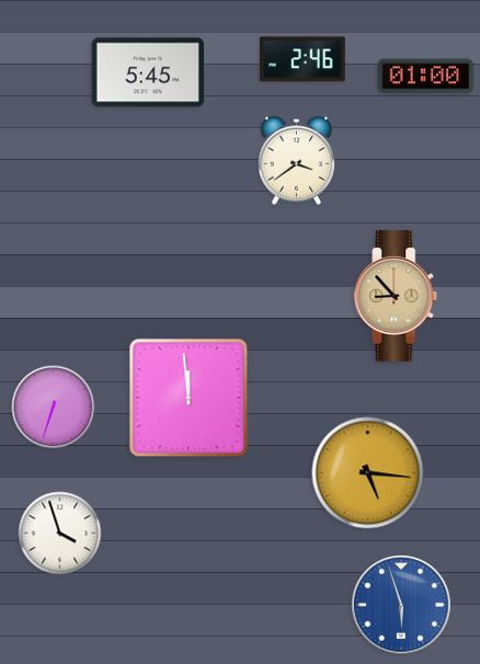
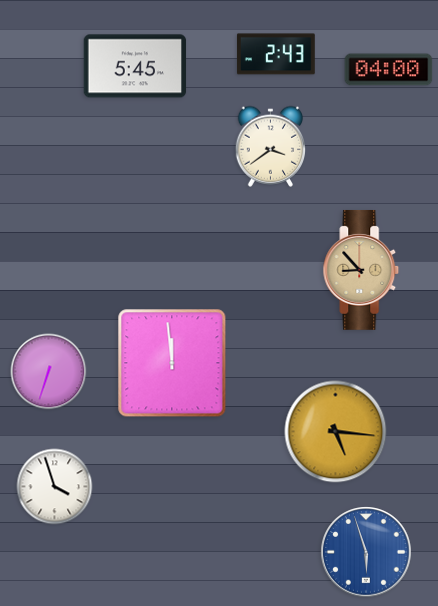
clock at (302, 59): 2:46 -> 2:43
clock at (426, 77): 01:00 -> 04:00
